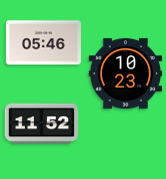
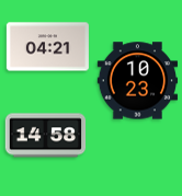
clock at (43, 43): 05:46 -> 04:21
clock at (42, 124): 11:52 -> 14:58
